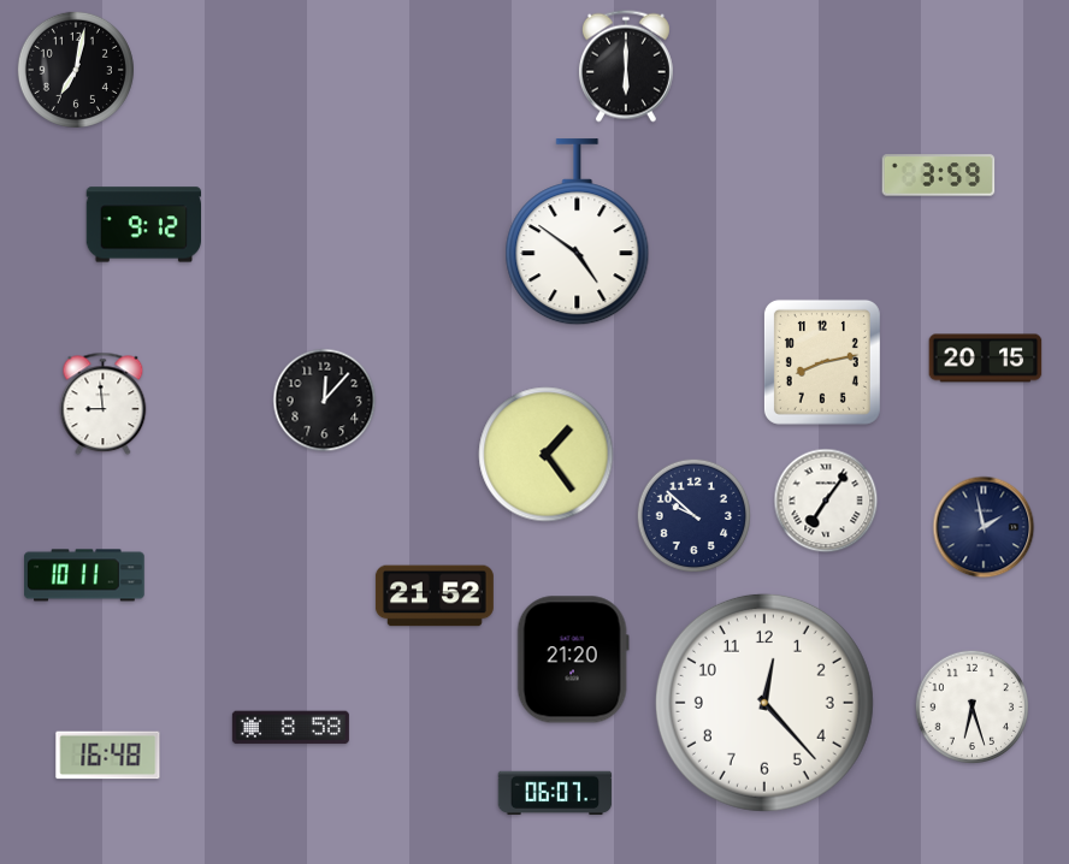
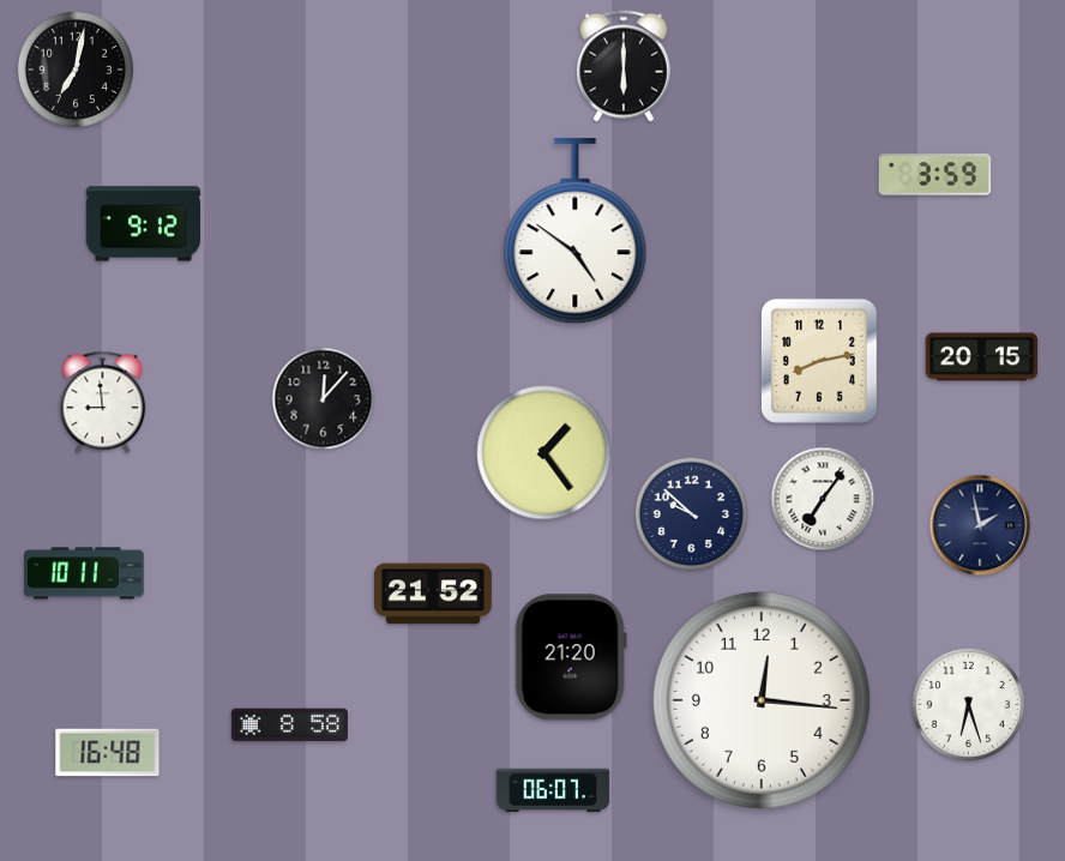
clock at (764, 703): 12:23 -> 12:16
